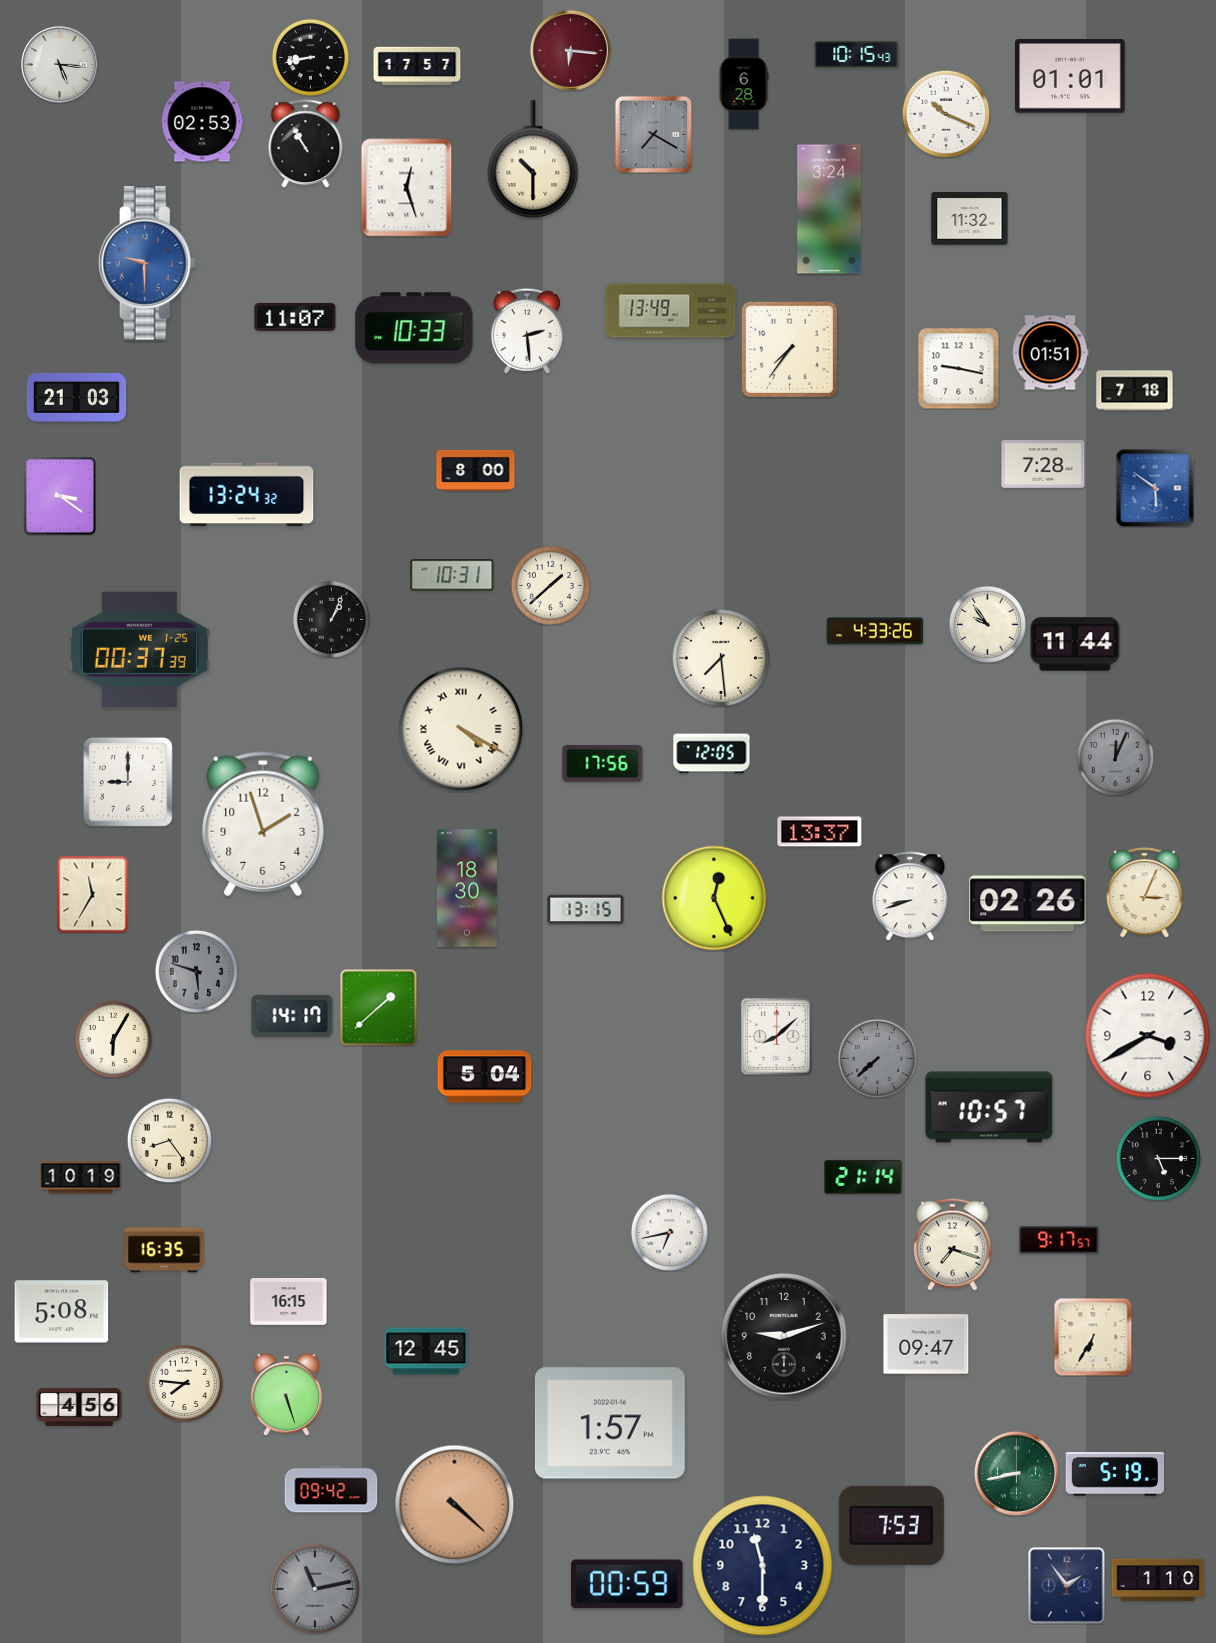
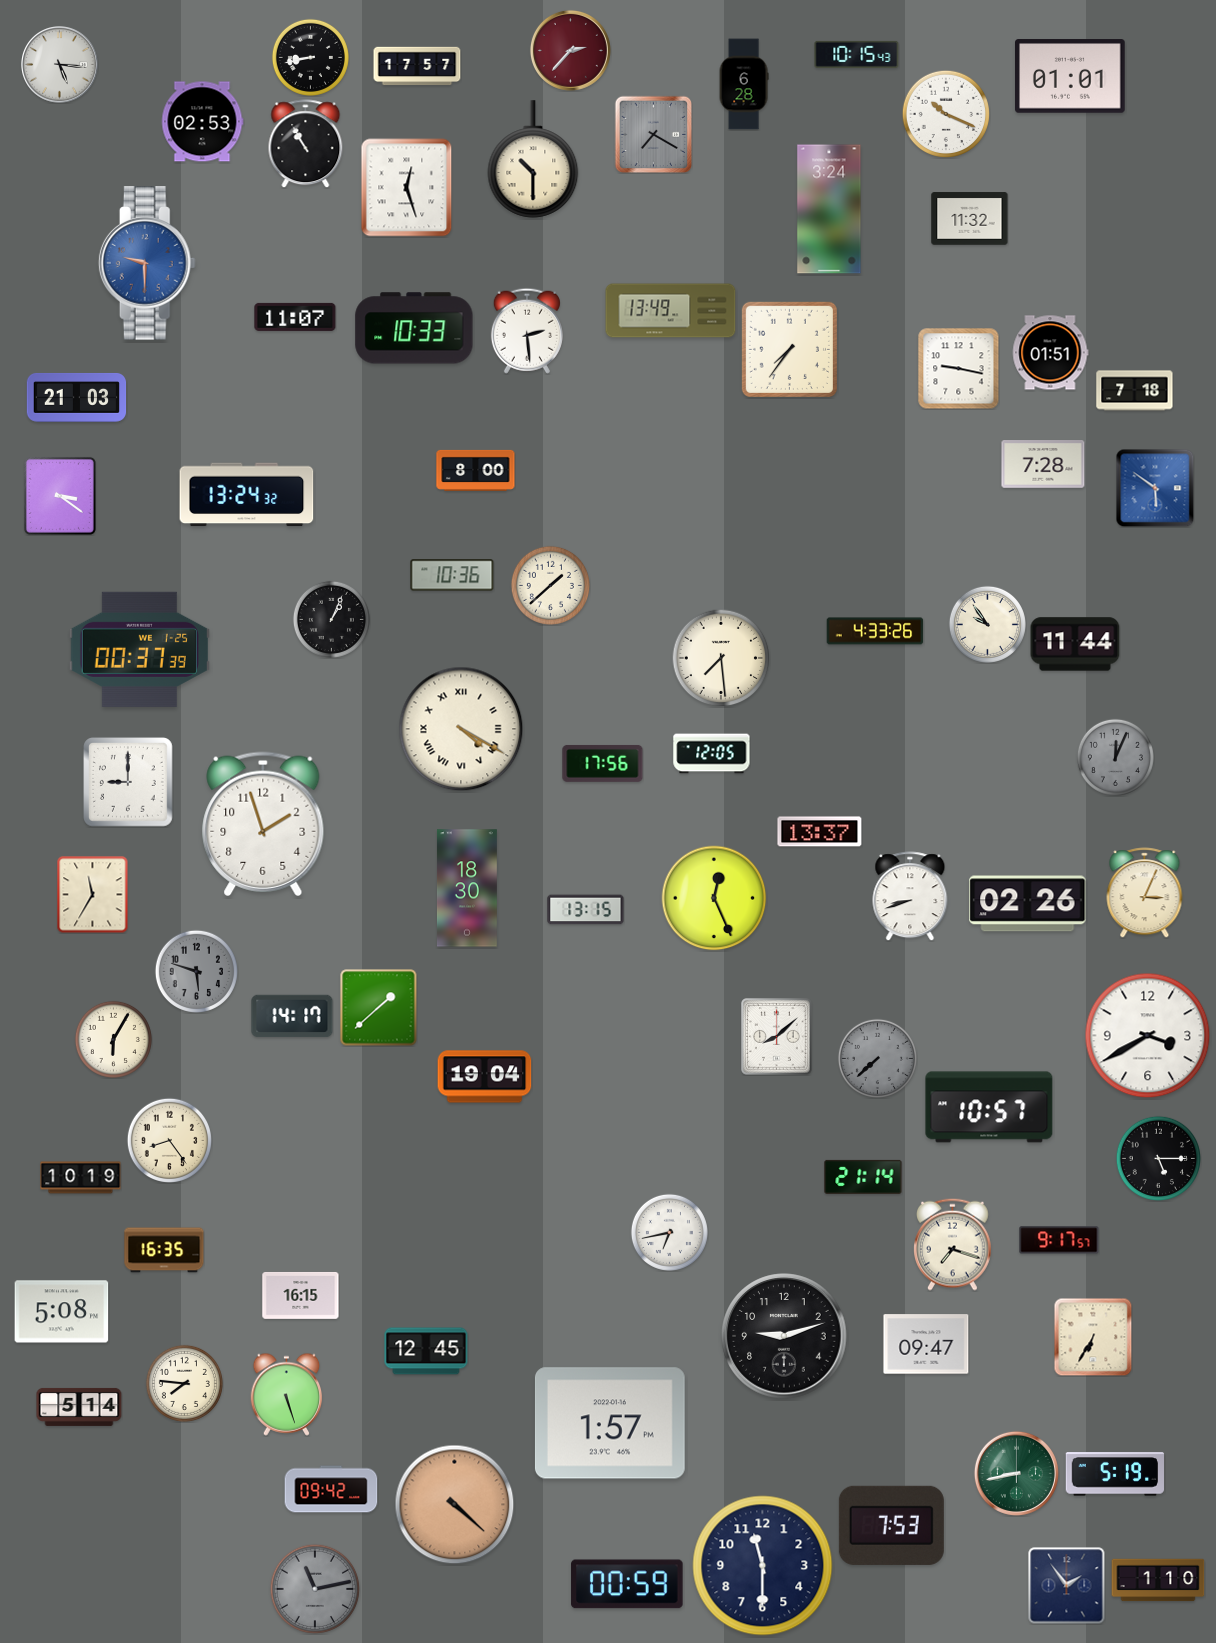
clock at (570, 50): 6:16 -> 2:37
clock at (452, 575): 10:31 -> 10:36
clock at (485, 1077): 5:04 -> 19:04
clock at (289, 1302) position: (289, 1302) -> (301, 1296)
clock at (79, 1407): 4:56 -> 5:14
